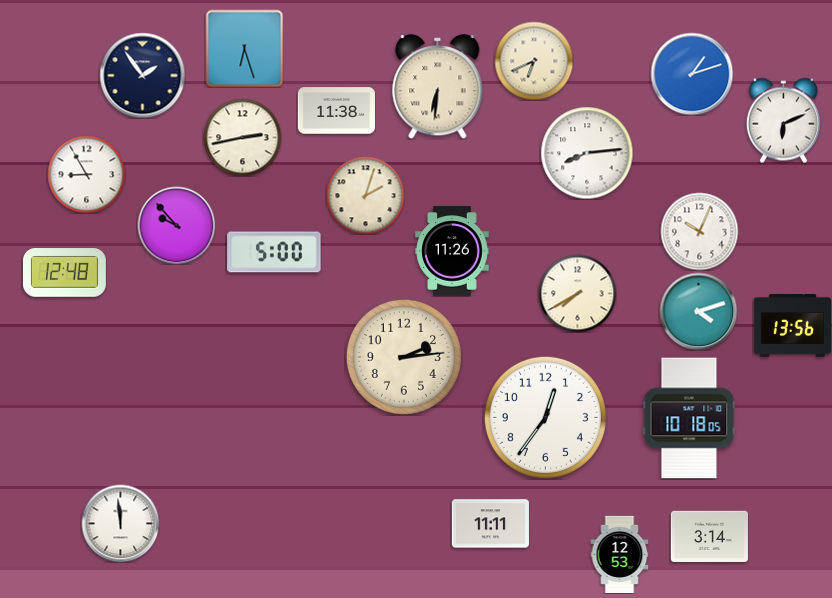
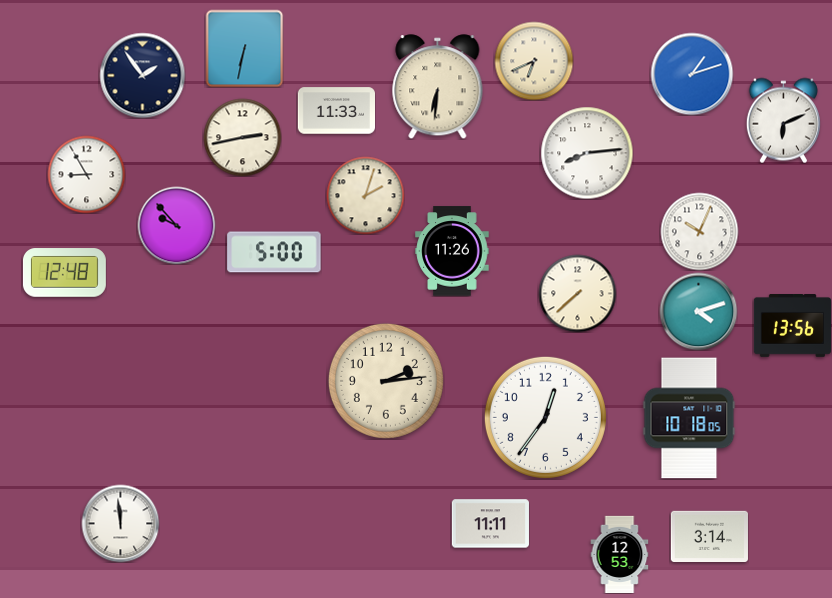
clock at (244, 48): 6:27 -> 6:32
clock at (336, 111): 11:38 -> 11:33
clock at (577, 293): 7:40 -> 7:38
clock at (404, 357) position: (404, 357) -> (386, 381)
